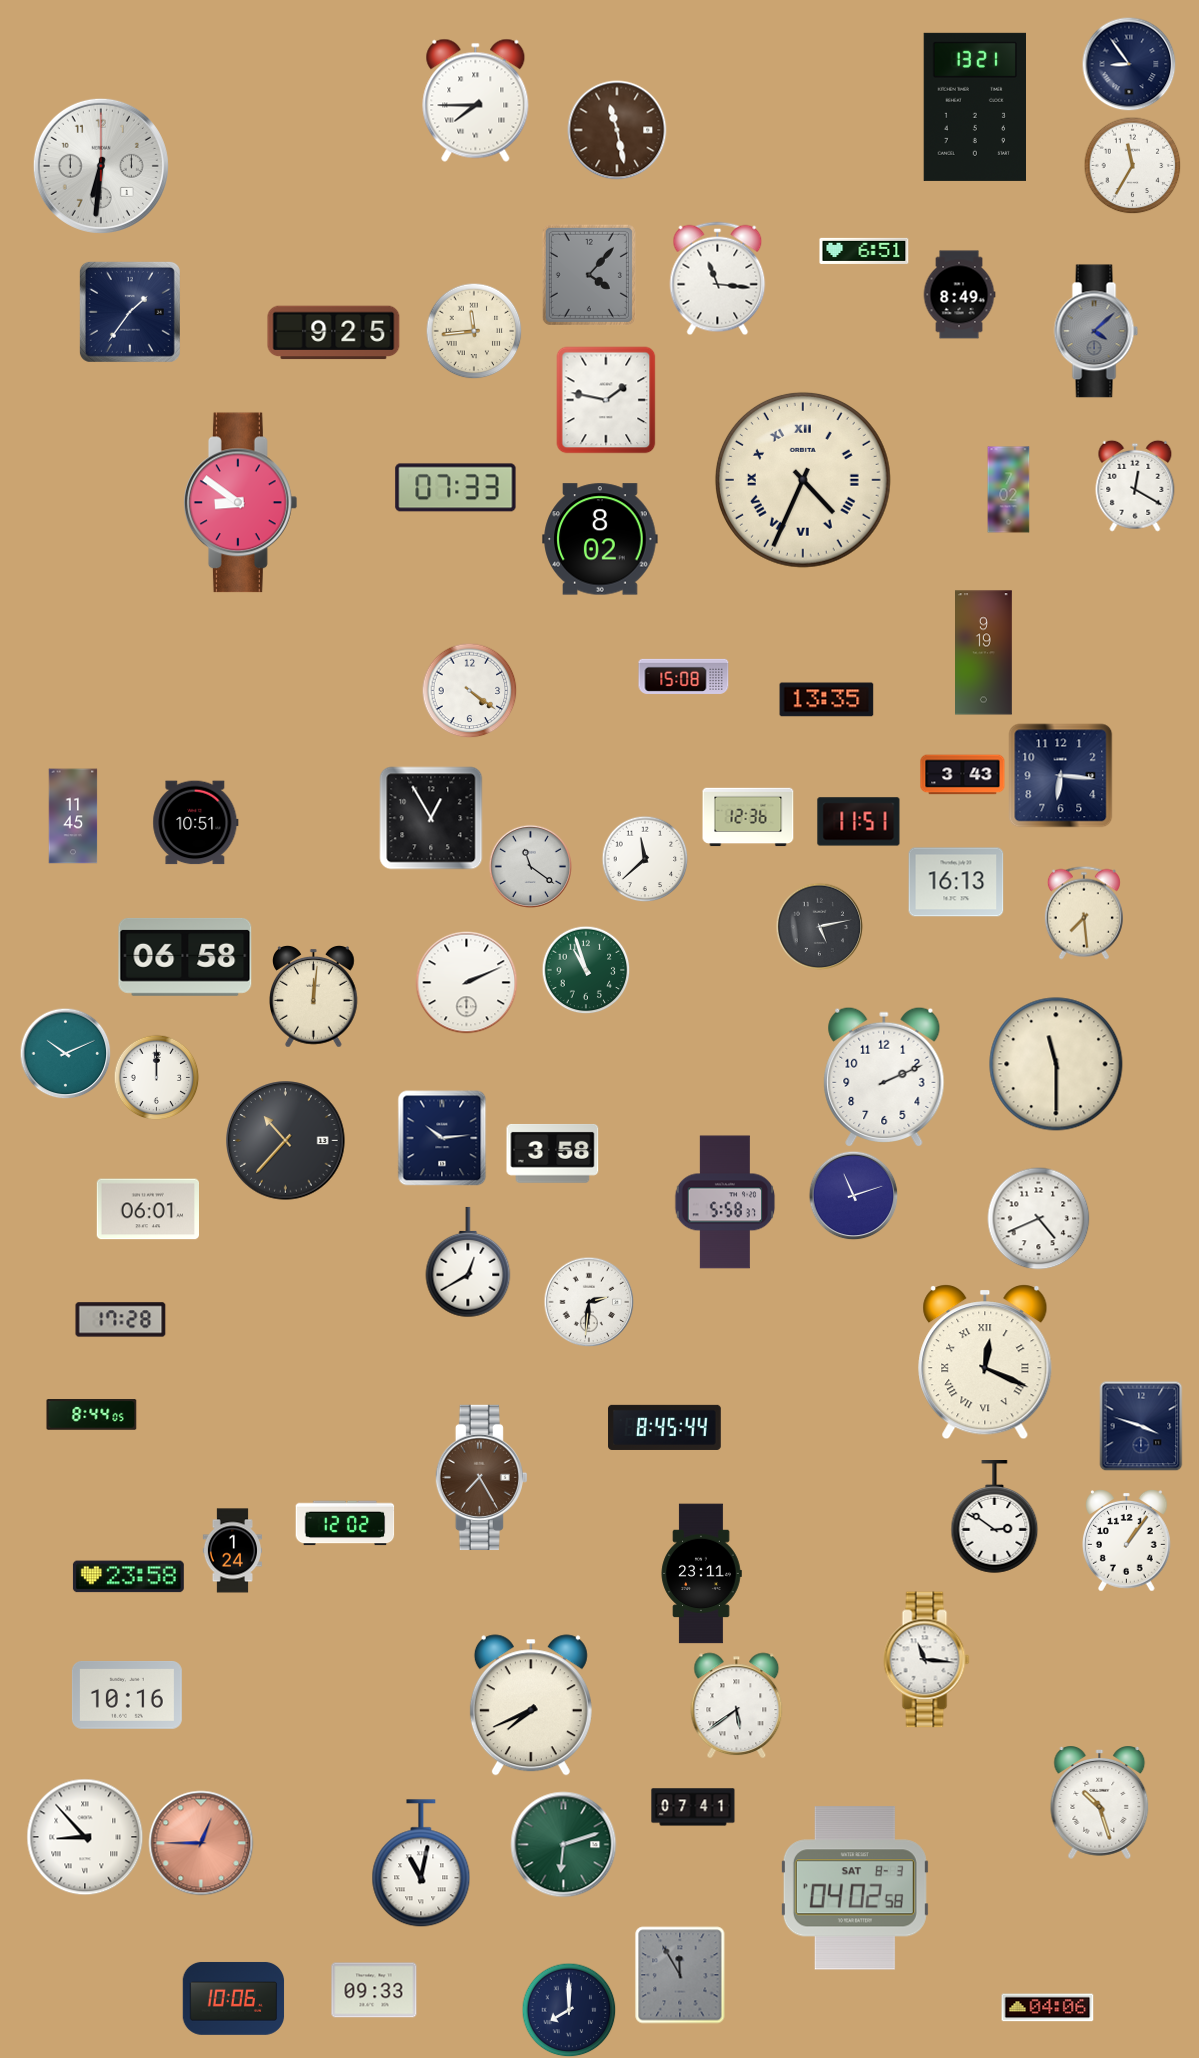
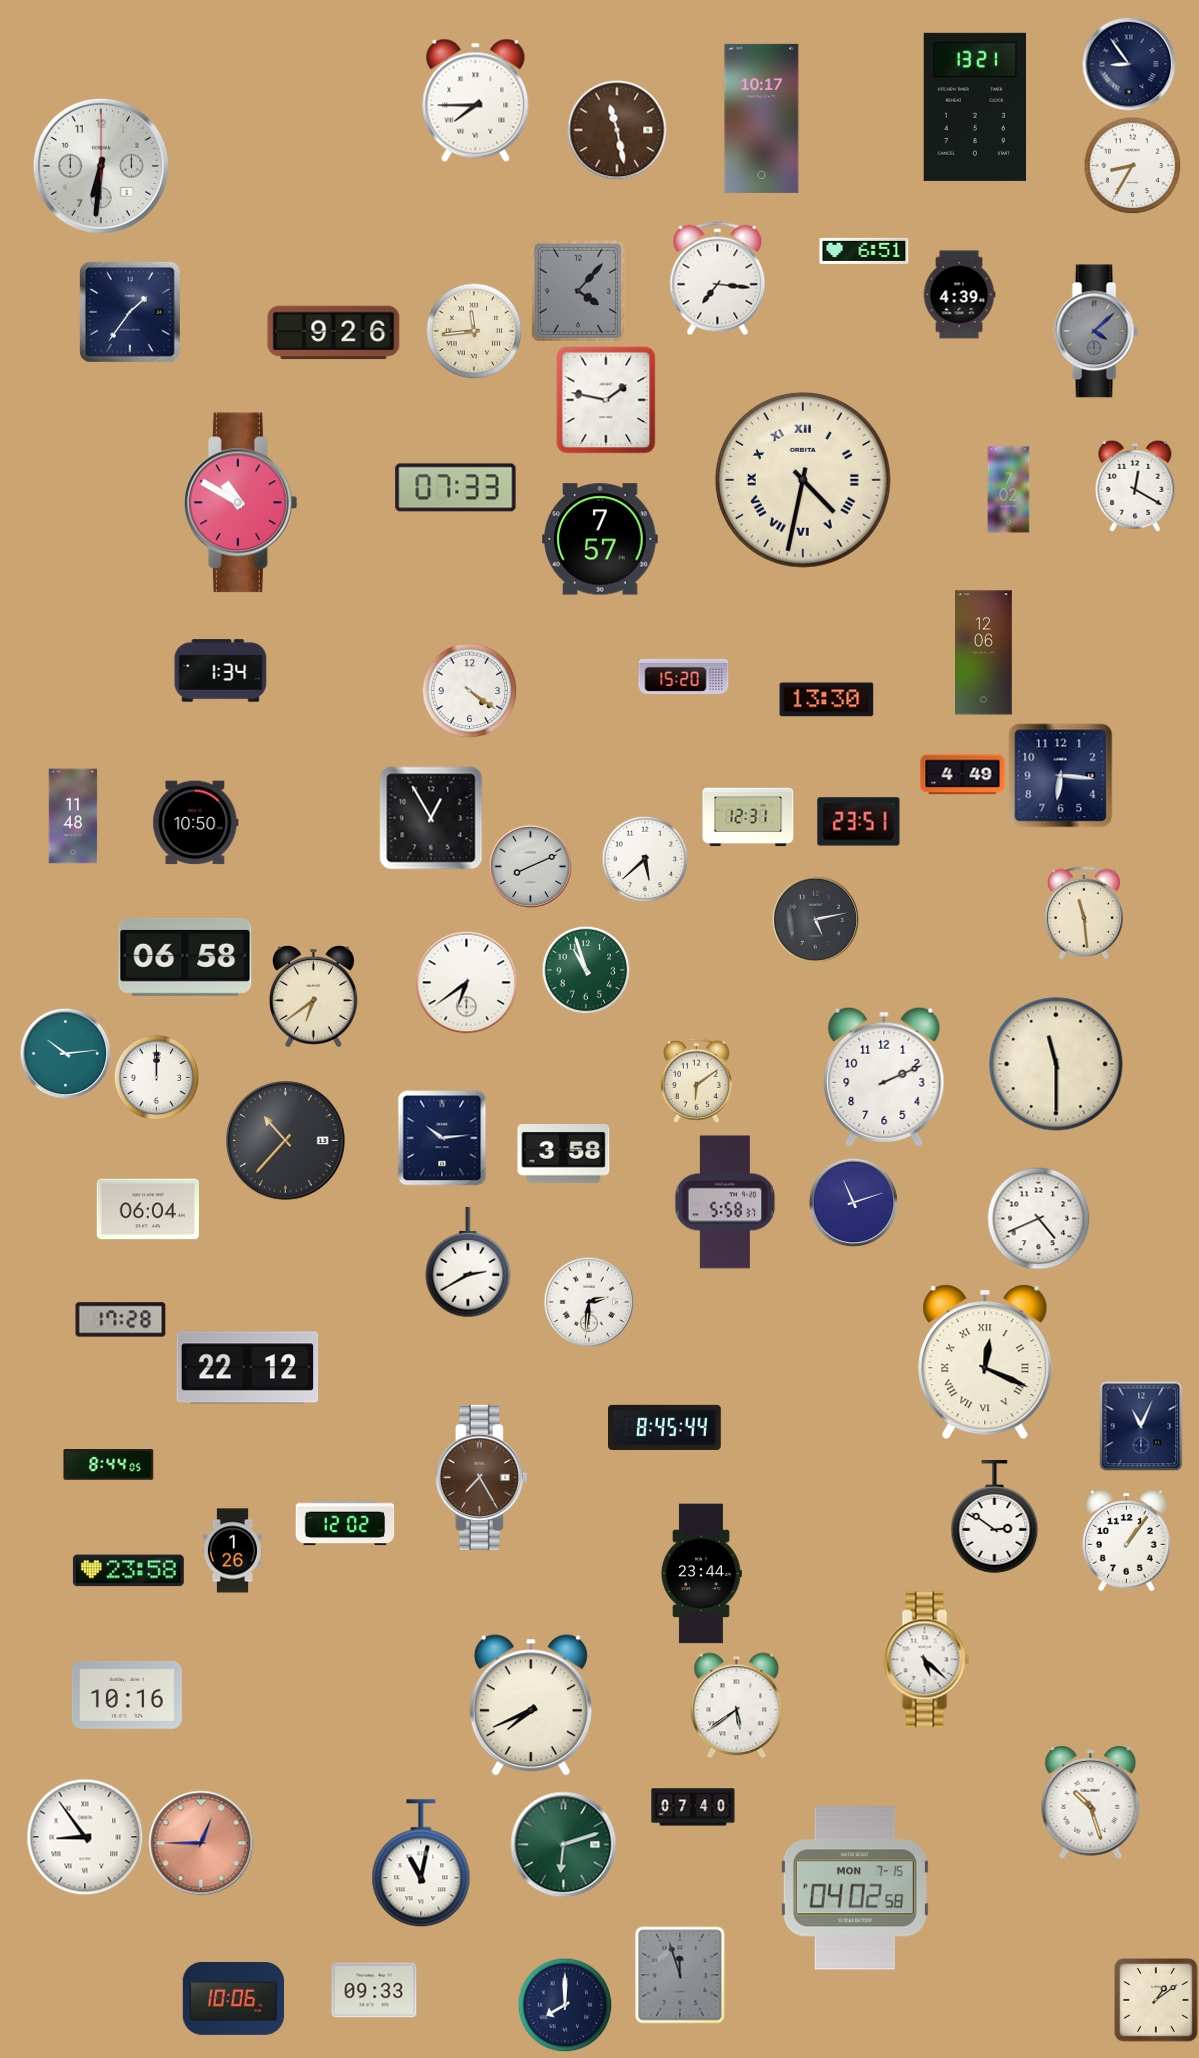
clock at (762, 118): none -> 10:17
clock at (1132, 165): 11:35 -> 8:35
clock at (589, 275) position: (589, 275) -> (578, 291)
clock at (718, 279): 11:16 -> 7:16
clock at (959, 295): 8:49 -> 4:39
clock at (334, 333): 9:25 -> 9:26
clock at (803, 480): 4:34 -> 4:32
clock at (241, 503): 8:51 -> 10:50
clock at (600, 539): 8:02 -> 7:57
clock at (984, 653): 9:19 -> 12:06
clock at (221, 671): none -> 1:34
clock at (684, 676): 15:08 -> 15:20
clock at (827, 700): 13:35 -> 13:30
clock at (963, 775): 3:43 -> 4:49
clock at (73, 816): 11:45 -> 11:48
clock at (748, 817): 12:36 -> 12:31
clock at (859, 822): 11:51 -> 23:51
clock at (196, 823): 10:51 -> 10:50
clock at (645, 859): 11:38 -> 5:38
clock at (530, 866): 11:21 -> 8:11
clock at (956, 882): 16:13 -> none
clock at (1084, 913): 7:29 -> 11:29
clock at (819, 926) position: (819, 926) -> (815, 919)
clock at (467, 983): 2:11 -> 6:39
clock at (314, 997): 12:01 -> 6:39
clock at (65, 1053): 10:11 -> 10:14
clock at (696, 1080): none -> 6:09
clock at (553, 1153) position: (553, 1153) -> (564, 1153)
clock at (853, 1195) position: (853, 1195) -> (853, 1202)
clock at (147, 1209): 06:01 -> 06:04
clock at (468, 1262): 12:40 -> 2:40
clock at (248, 1368): none -> 22:12
clock at (92, 1415) position: (92, 1415) -> (109, 1465)
clock at (1141, 1426): 3:48 -> 11:04
clock at (232, 1551): 1:24 -> 1:26
clock at (701, 1574): 23:11 -> 23:44
clock at (128, 1577) position: (128, 1577) -> (128, 1571)
clock at (927, 1660): 11:16 -> 5:22
clock at (1100, 1802) position: (1100, 1802) -> (1091, 1802)
clock at (693, 1807): 07:41 -> 07:40
clock at (85, 1837): 8:53 -> 8:54
clock at (855, 1888) date: SAT 8-3 -> MON 7-15
clock at (680, 1975): 11:55 -> 11:57
clock at (1157, 2001): none -> 1:09
clock at (1048, 2008): 04:06 -> none
clock at (569, 2010) position: (569, 2010) -> (565, 2005)
